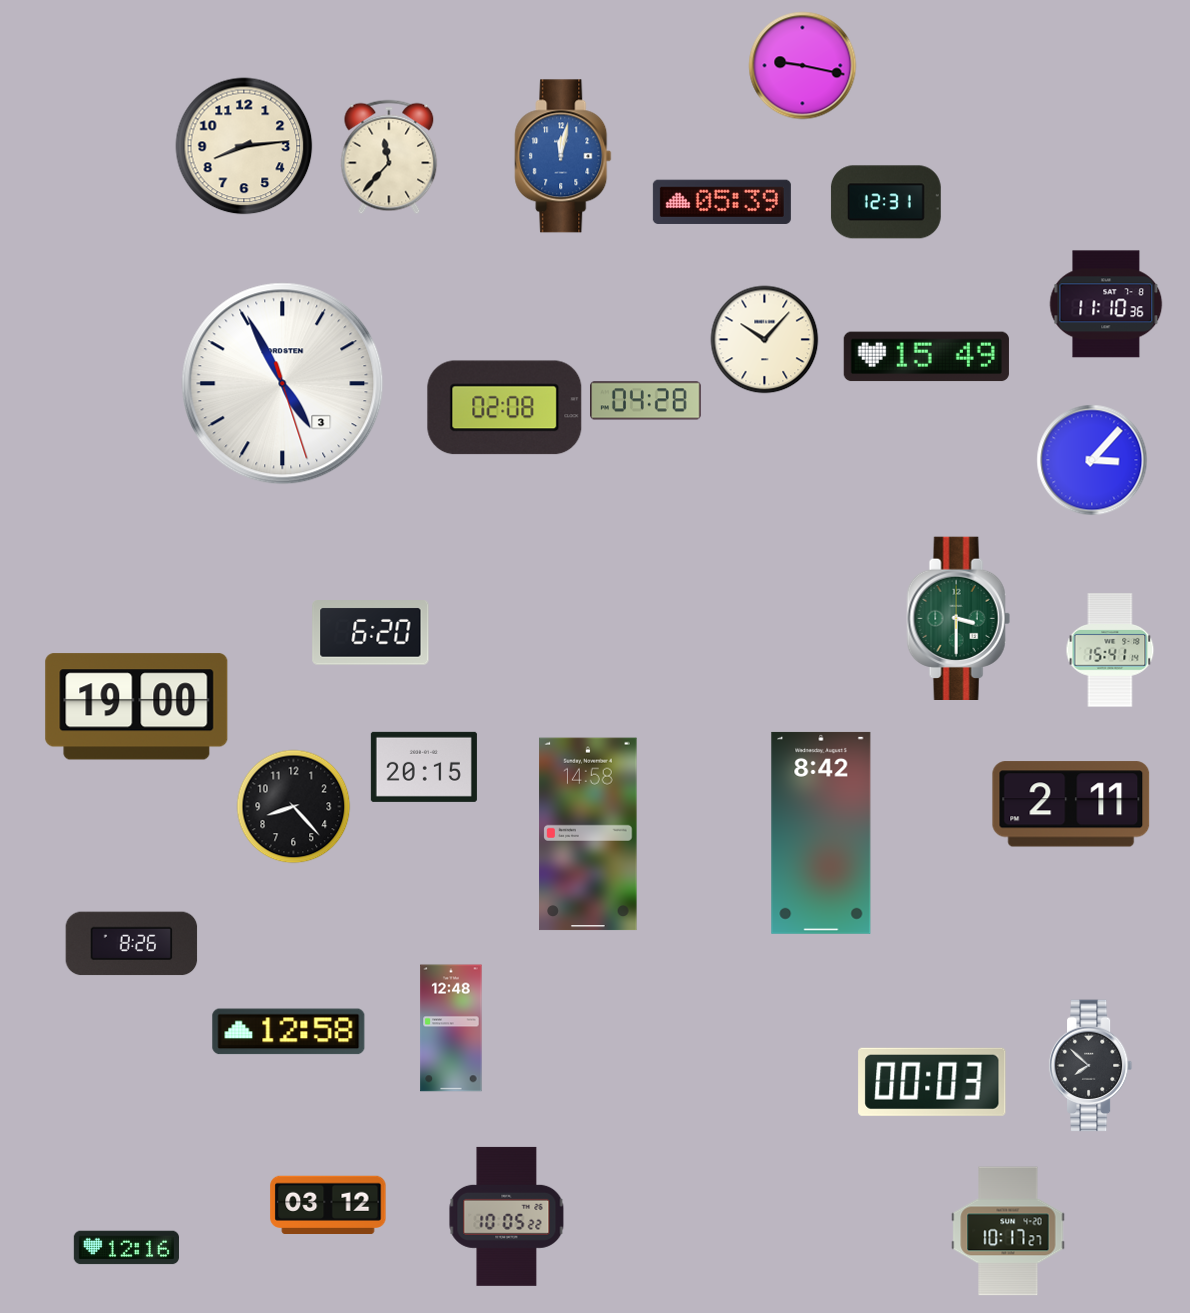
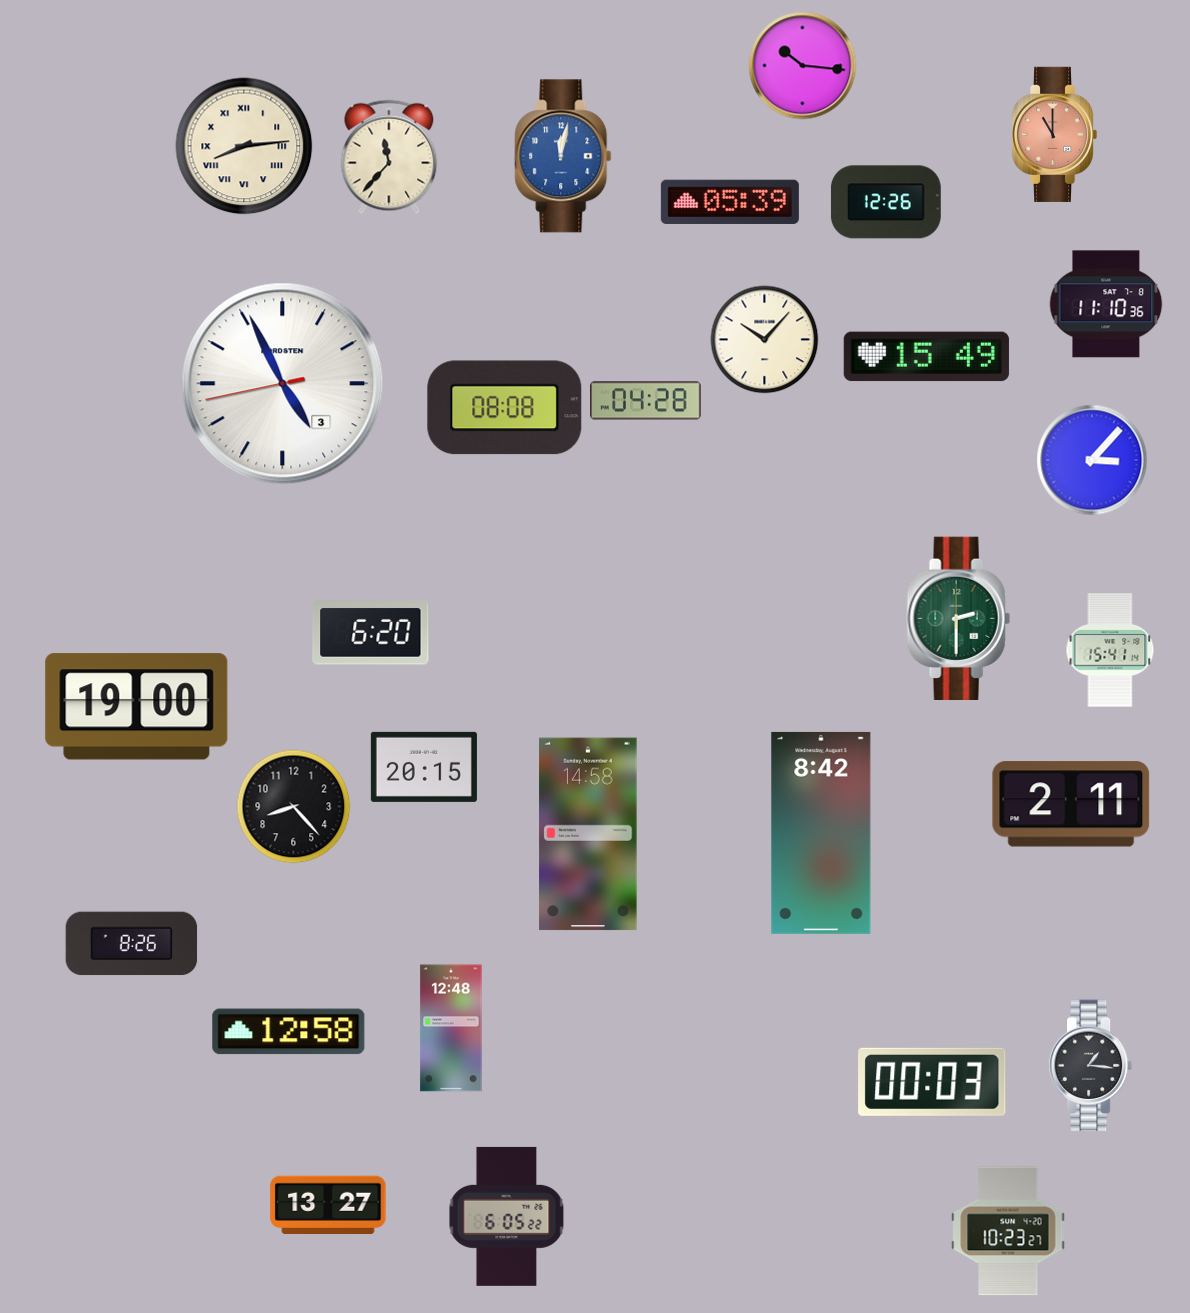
clock at (803, 66): 9:17 -> 10:16
clock at (1054, 134): none -> 11:00
clock at (244, 146) numerals: Arabic -> Roman
clock at (722, 201) position: (722, 201) -> (730, 201)
clock at (886, 202): 12:31 -> 12:26
clock at (283, 384): 4:55:27 -> 4:55:43
clock at (505, 408): 02:08 -> 08:08
clock at (958, 618): 3:30 -> 2:30
clock at (1091, 1066): 7:52 -> 1:16
clock at (328, 1204): 03:12 -> 13:27
clock at (507, 1216): 10:05 -> 6:05
clock at (1008, 1231): 10:17 -> 10:23
clock at (126, 1248): 12:16 -> none
